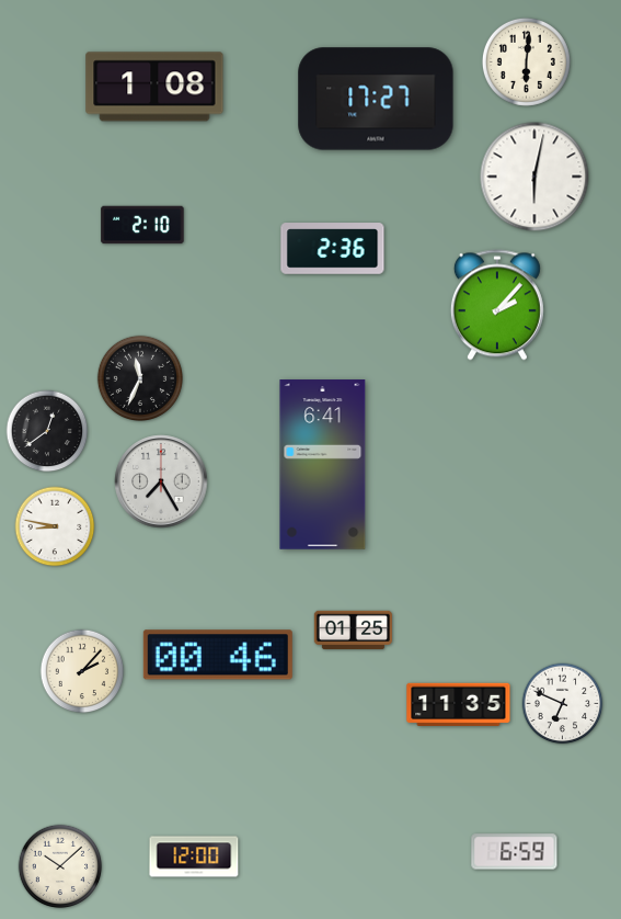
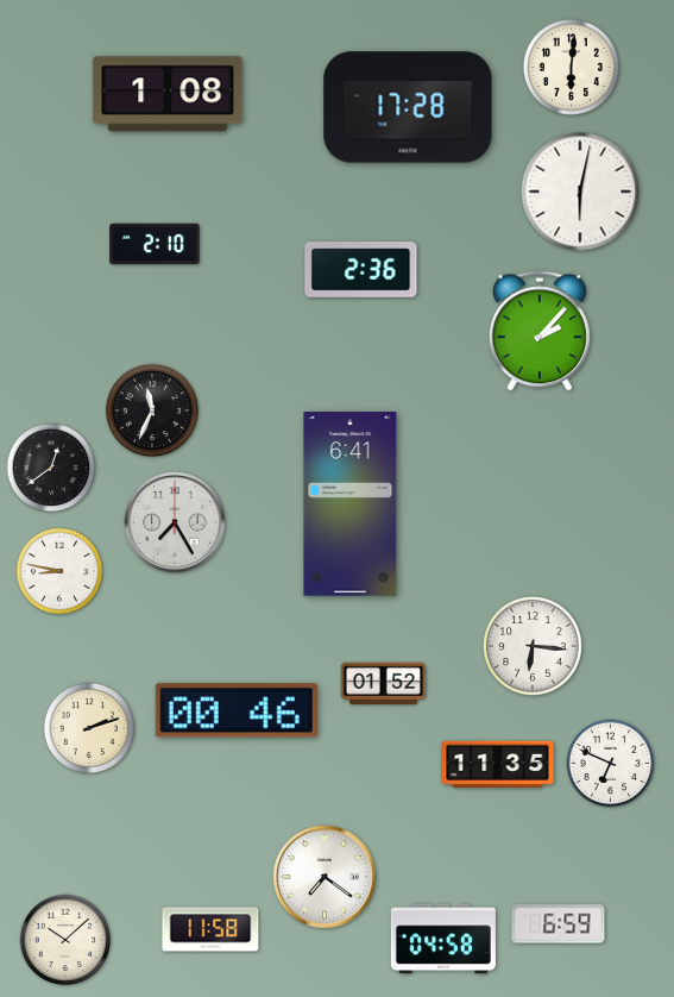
clock at (376, 99): 17:27 -> 17:28
clock at (534, 647): none -> 6:16
clock at (353, 631): 01:25 -> 01:52
clock at (82, 671): 2:07 -> 2:12
clock at (325, 877): none -> 7:21
clock at (194, 856): 12:00 -> 11:58
clock at (443, 939): none -> 04:58
